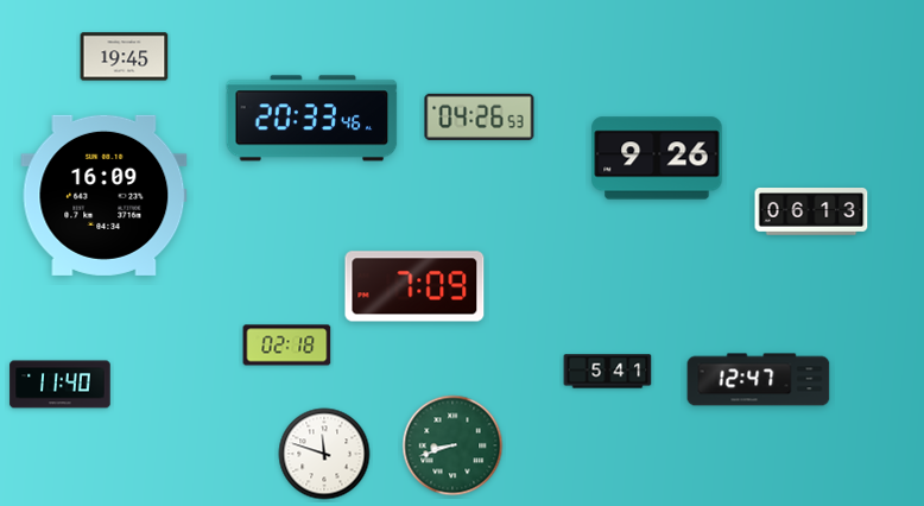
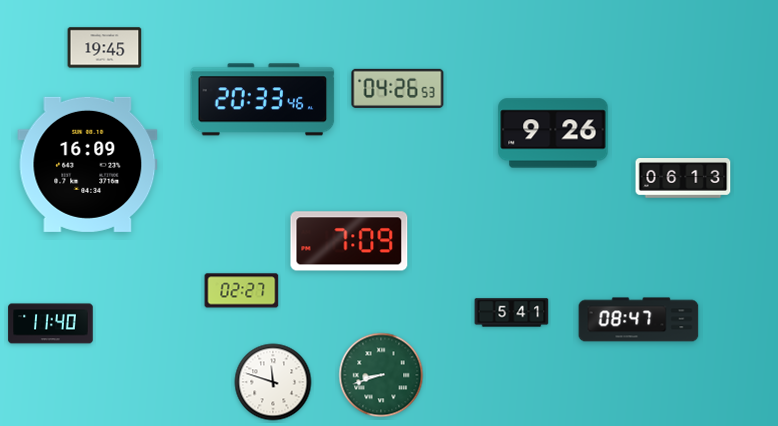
clock at (480, 116) position: (480, 116) -> (398, 88)
clock at (287, 346): 02:18 -> 02:27
clock at (759, 380): 12:47 -> 08:47
